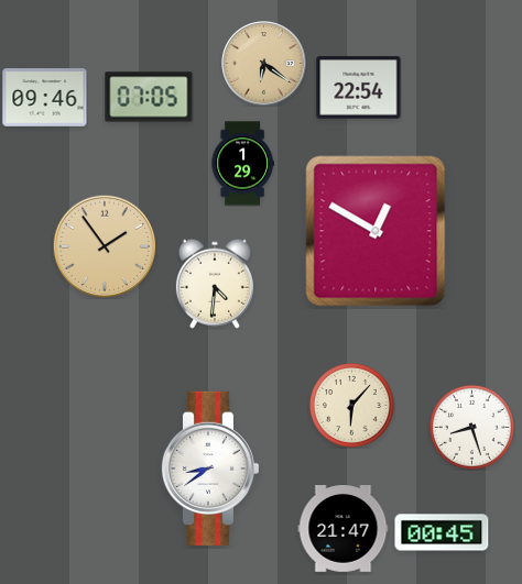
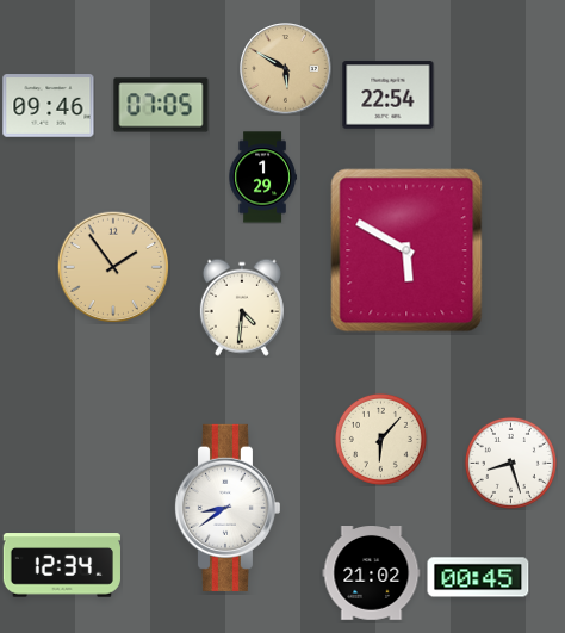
clock at (264, 64): 6:21 -> 5:50
clock at (376, 231): 12:50 -> 5:50
clock at (215, 284) position: (215, 284) -> (242, 308)
clock at (62, 565): none -> 12:34
clock at (344, 529): 21:47 -> 21:02
